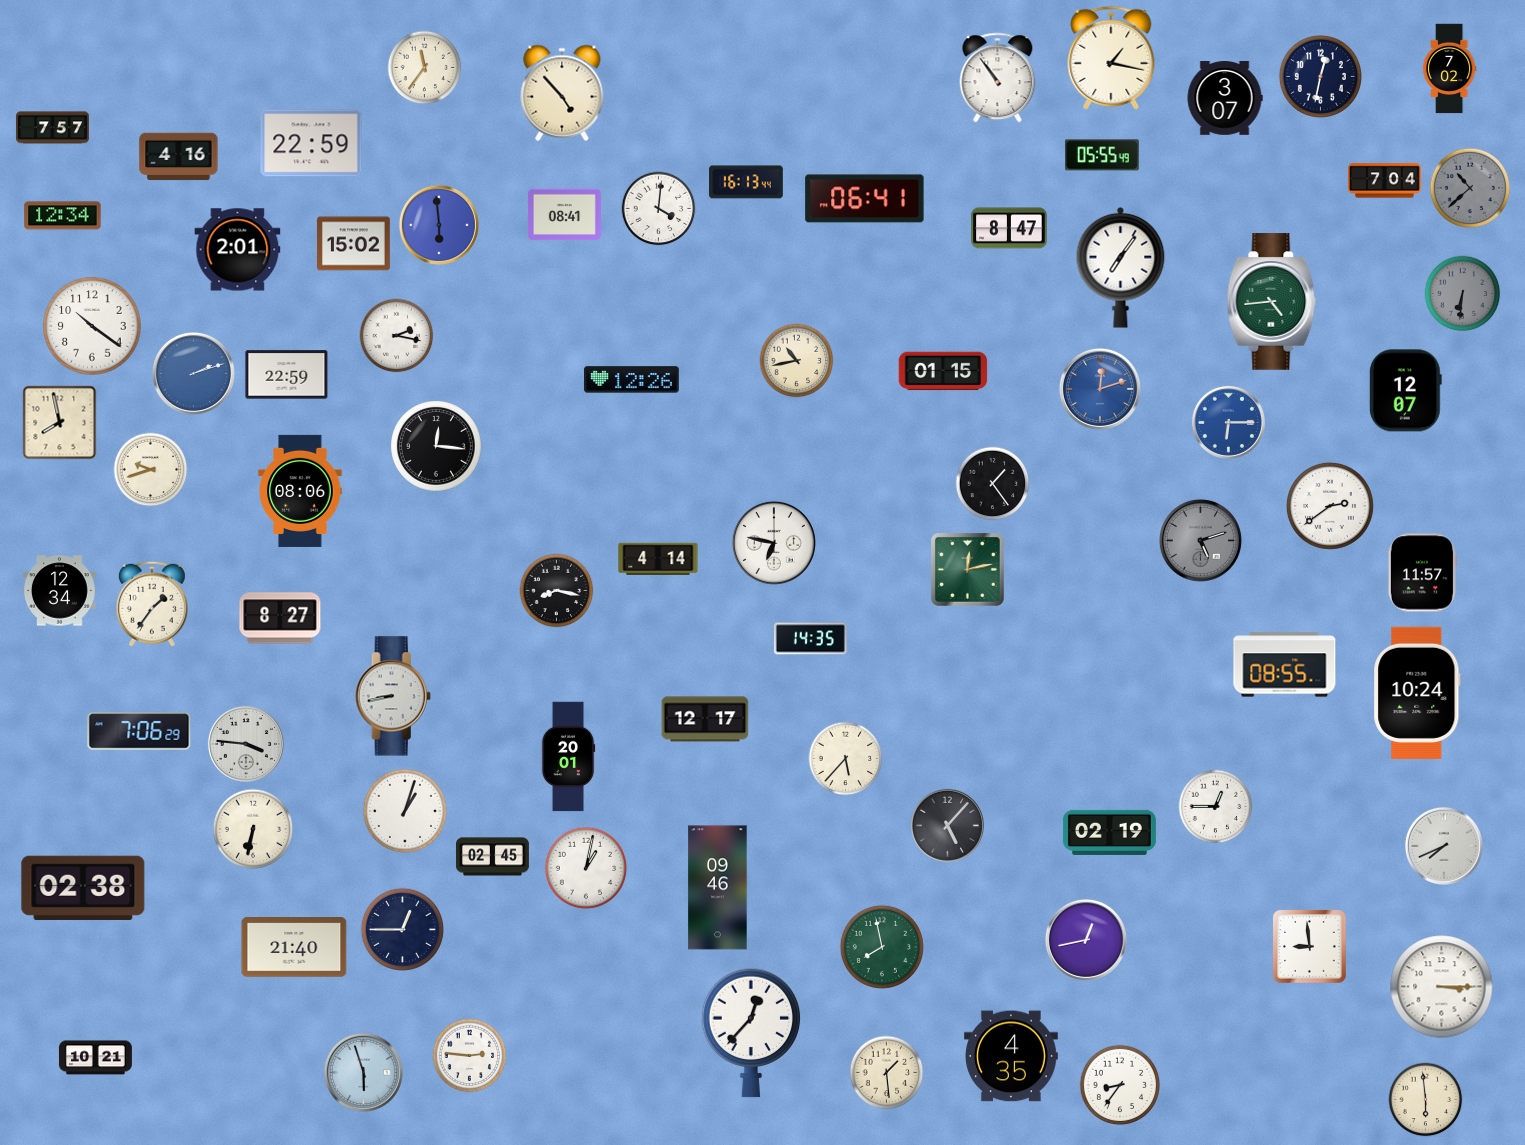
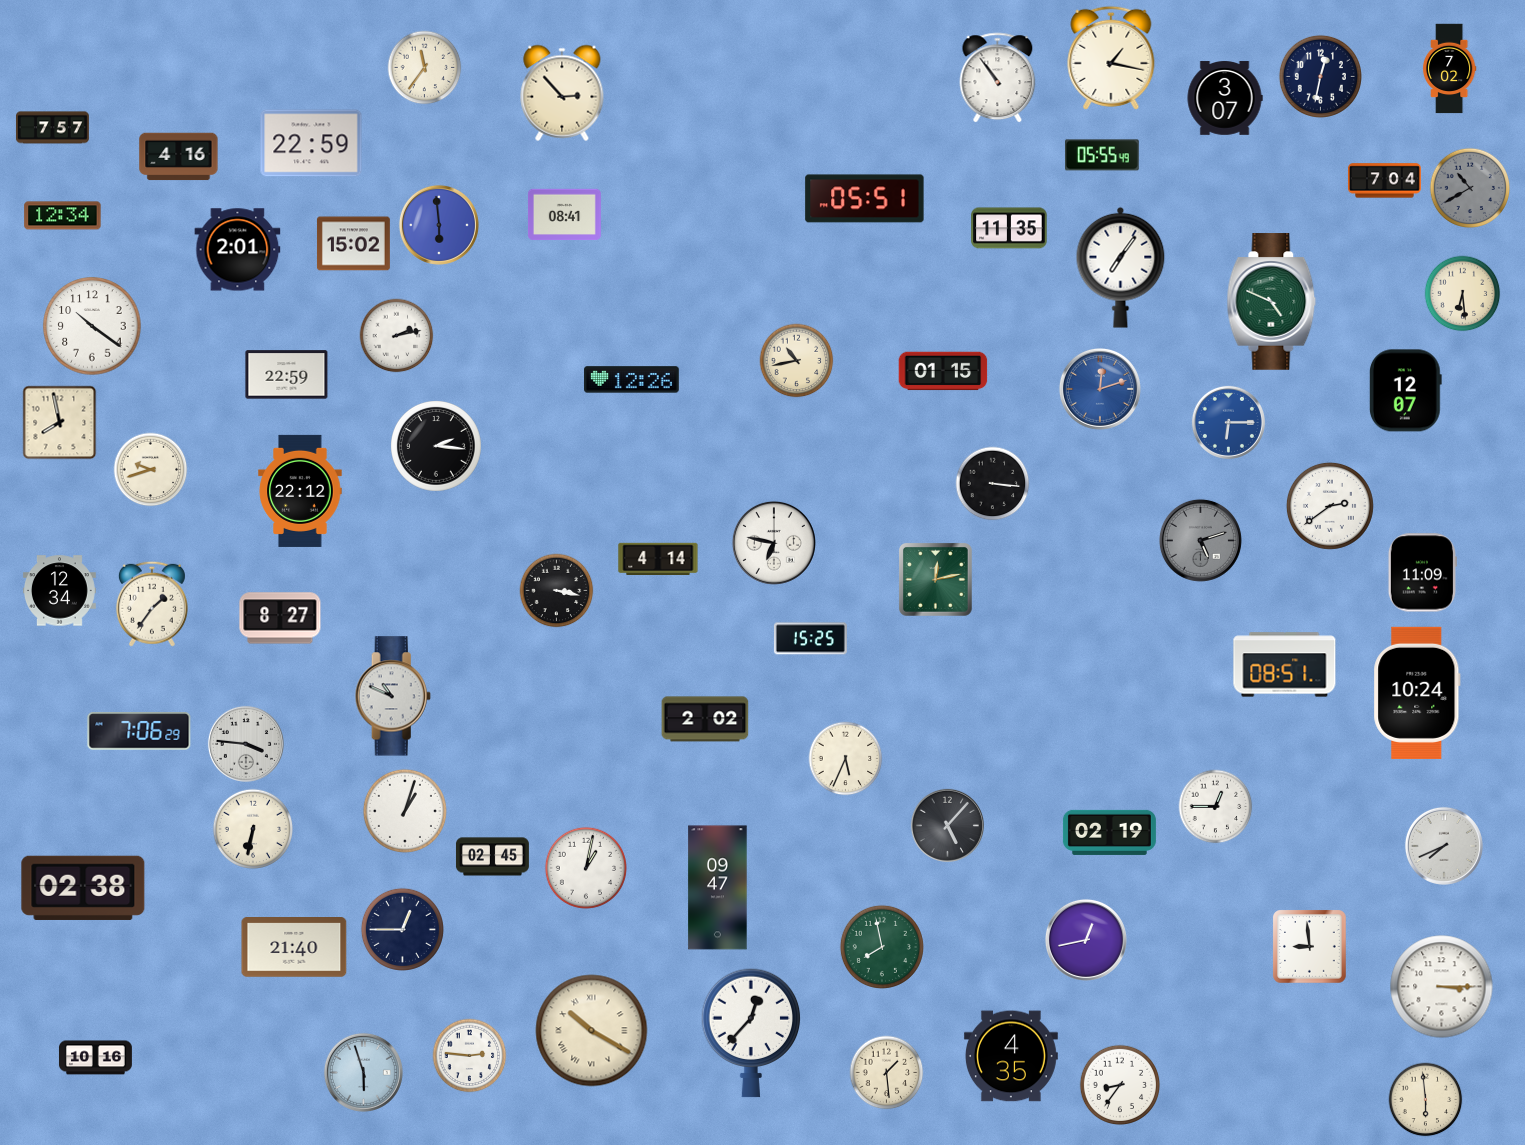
clock at (562, 93): 4:53 -> 2:53
clock at (747, 182): 16:13 -> none
clock at (1470, 188): 10:38 -> 10:40
clock at (865, 199): 06:41 -> 05:51
clock at (659, 209): 4:01 -> none
clock at (1009, 228): 8:47 -> 11:35
clock at (1463, 294): 6:31 -> 6:29
clock at (1463, 294) dial: grey -> cream
clock at (1272, 302): 4:44 -> 4:49
clock at (397, 336): 2:17 -> 2:13
clock at (193, 373): 2:12 -> none
clock at (437, 447): 12:16 -> 2:16
clock at (993, 484): 1:24 -> 3:16
clock at (300, 491): 08:06 -> 22:12
clock at (968, 570) position: (968, 570) -> (936, 580)
clock at (1422, 573): 11:57 -> 11:09
clock at (557, 591): 8:17 -> 3:17
clock at (810, 639): 14:35 -> 15:25
clock at (1285, 665): 08:55 -> 08:51
clock at (393, 696): 8:43 -> 10:49
clock at (705, 719): 12:17 -> 2:02
clock at (568, 757): 20:01 -> none
clock at (846, 759): 5:37 -> 5:34
clock at (718, 888): 09:46 -> 09:47
clock at (592, 1031): none -> 10:20
clock at (95, 1058): 10:21 -> 10:16
